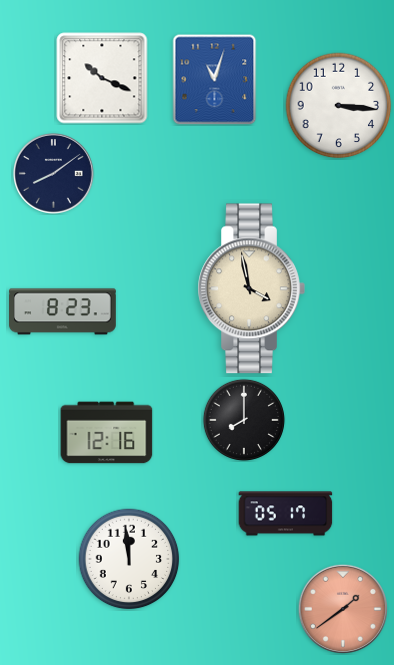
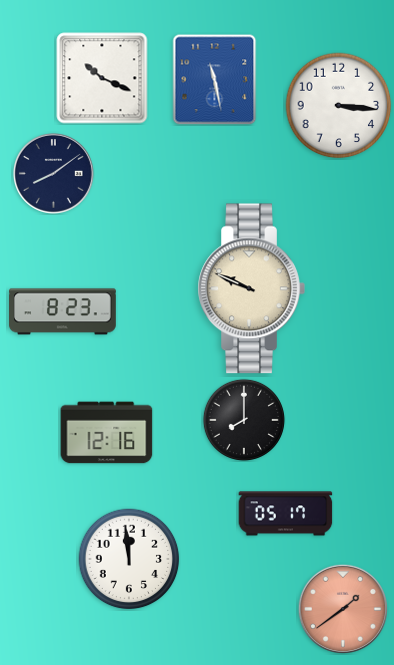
clock at (215, 80): 11:03 -> 11:28
clock at (251, 289): 3:58 -> 9:49
